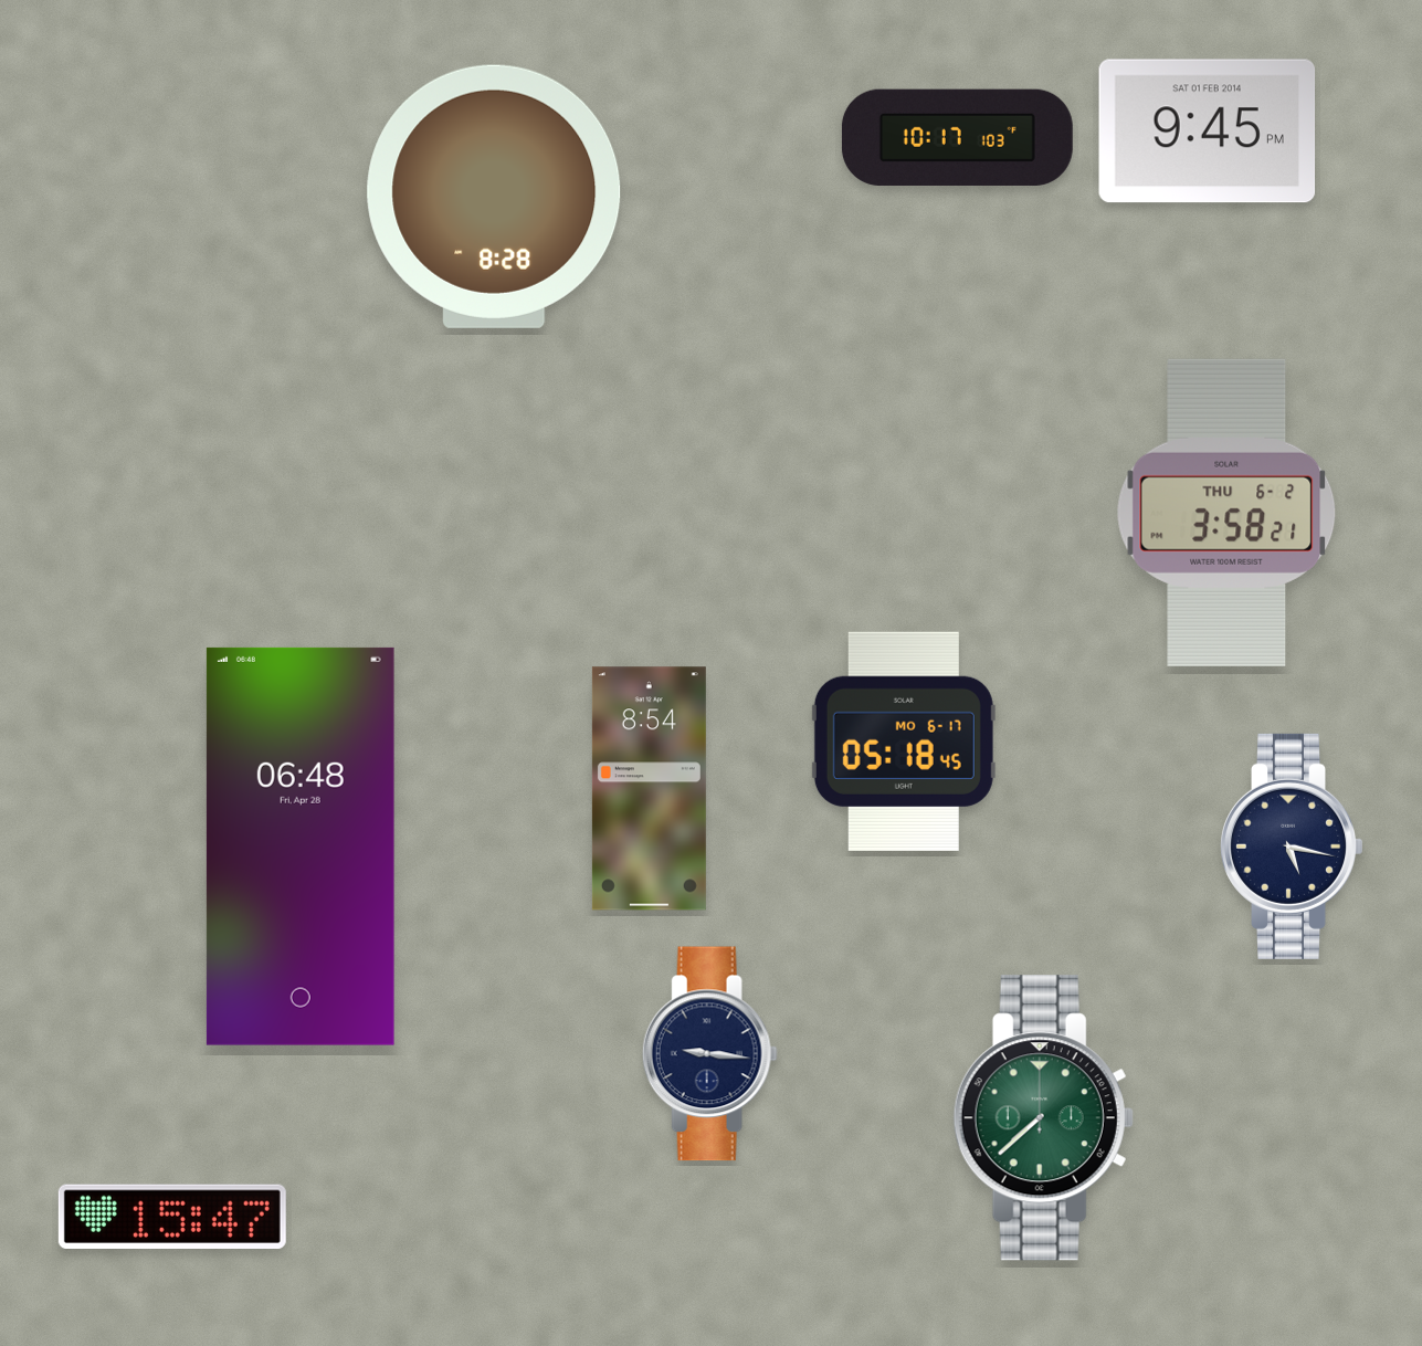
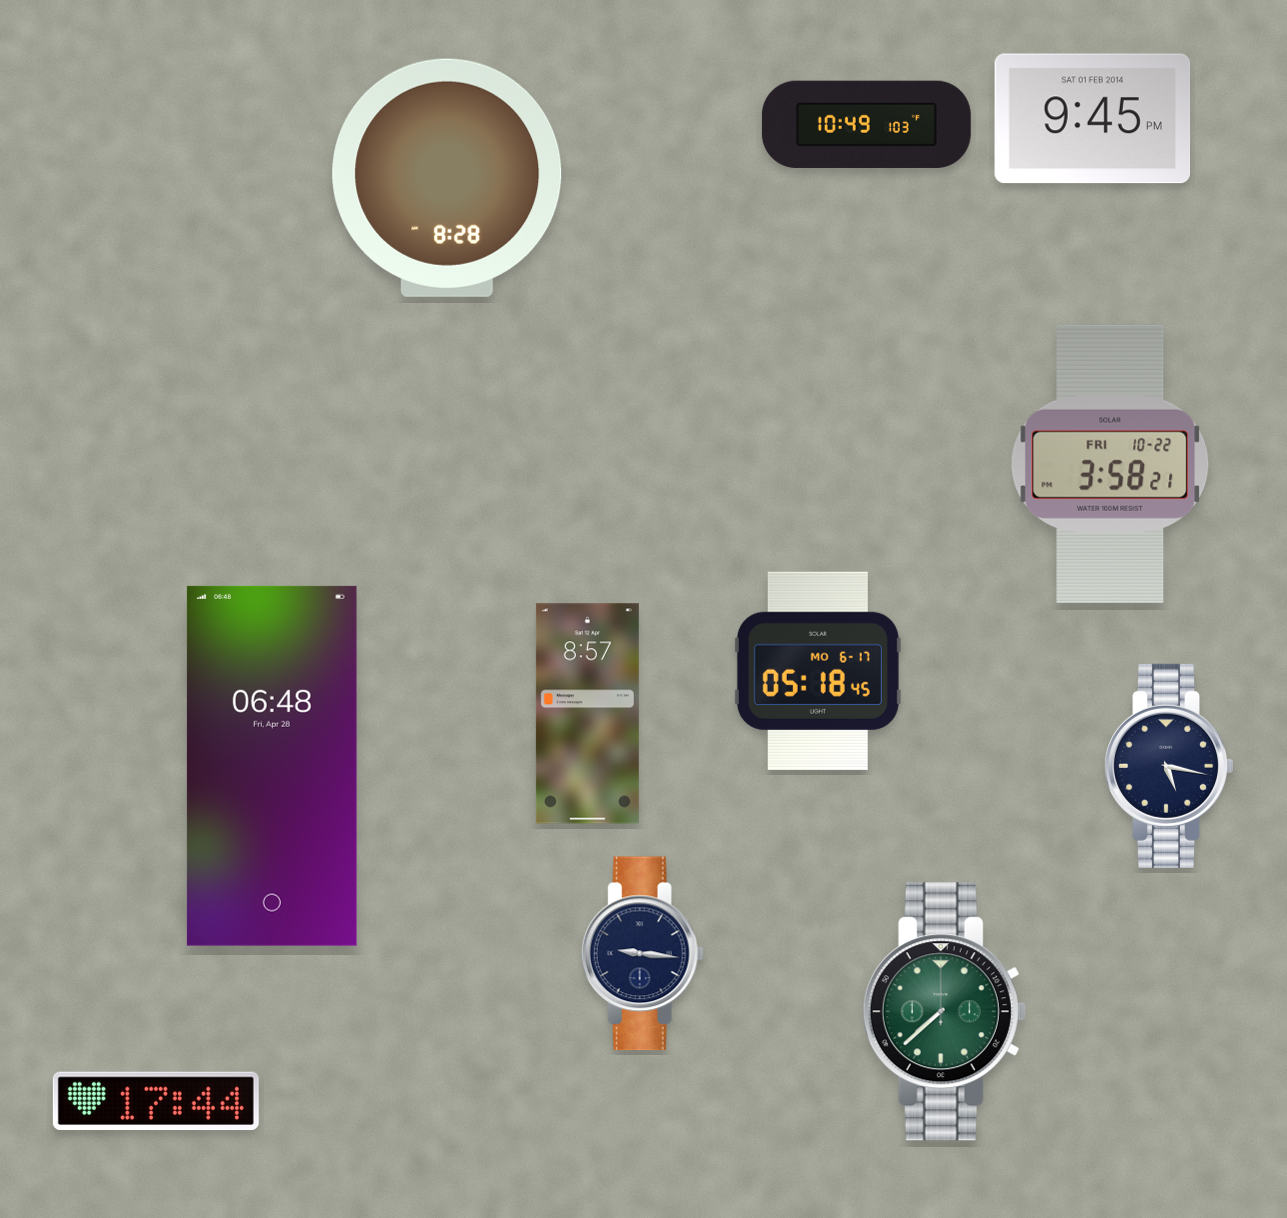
clock at (957, 137): 10:17 -> 10:49
clock at (1226, 513) date: THU 6-2 -> FRI 10-22
clock at (649, 789): 8:54 -> 8:57
clock at (172, 1216): 15:47 -> 17:44
